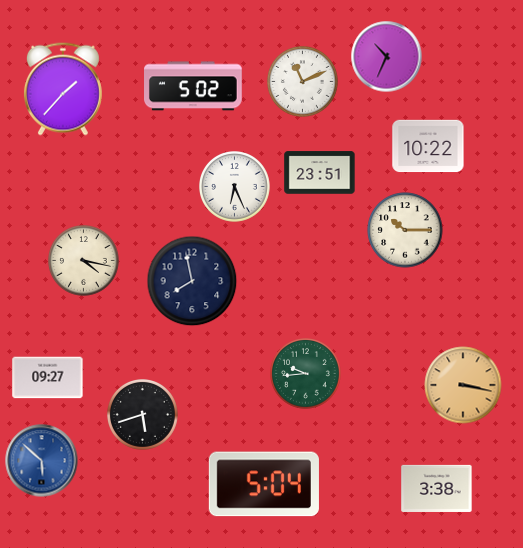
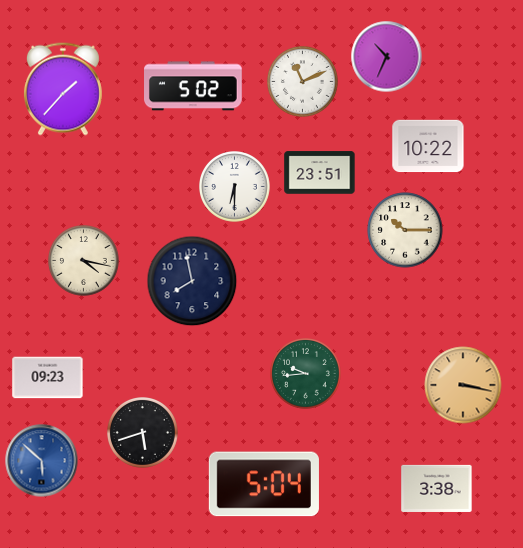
clock at (235, 187): 6:26 -> 6:30
clock at (48, 378): 09:27 -> 09:23
clock at (143, 415) position: (143, 415) -> (143, 433)
